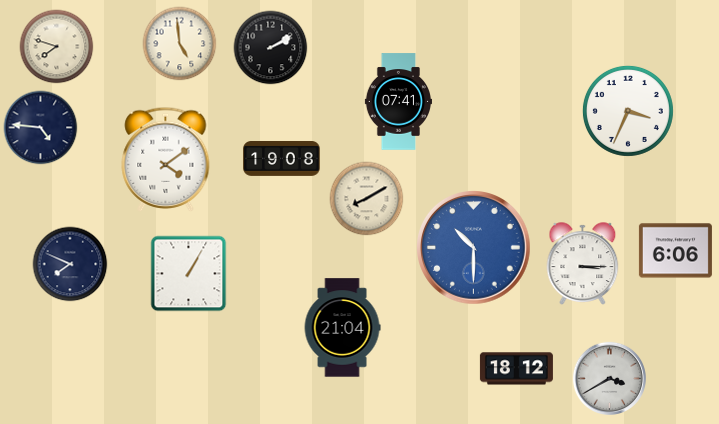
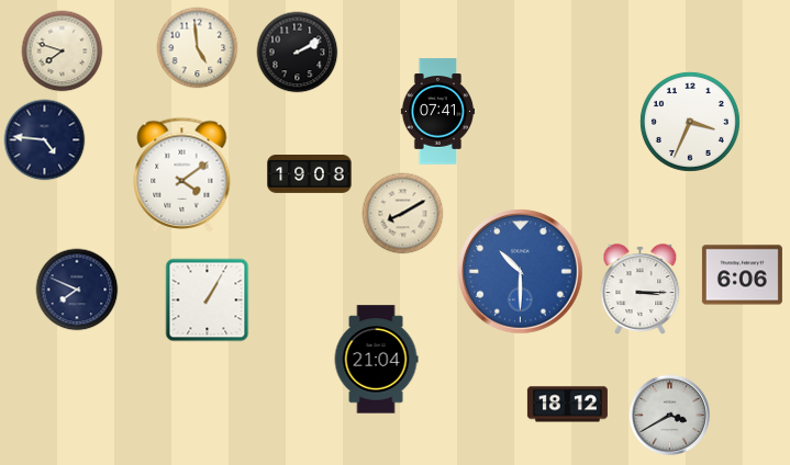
clock at (367, 199) position: (367, 199) -> (403, 214)
